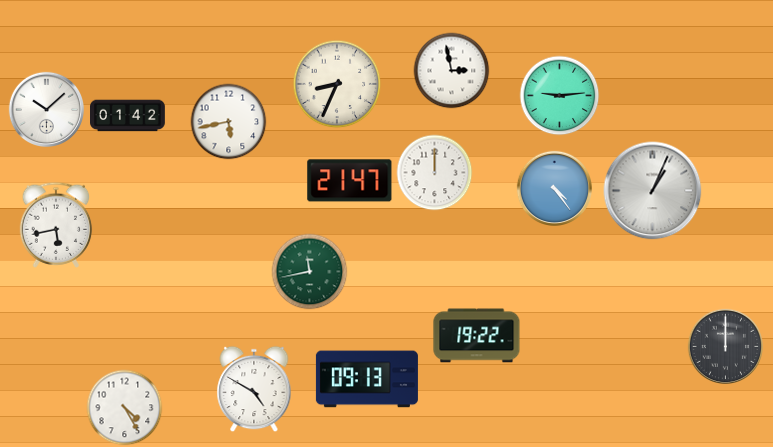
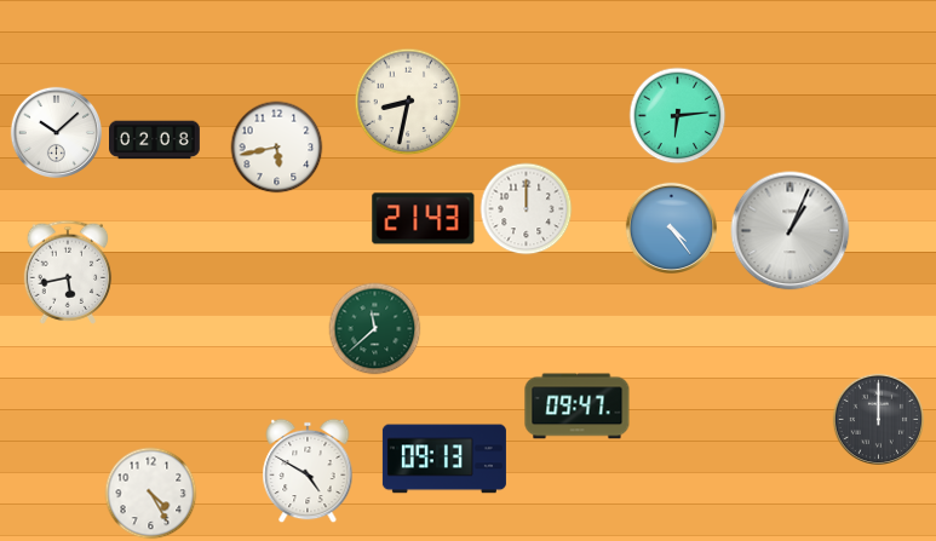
clock at (452, 71): 2:58 -> none
clock at (337, 84): 8:34 -> 8:32
clock at (560, 96): 9:14 -> 6:14
clock at (128, 116): 01:42 -> 02:08
clock at (350, 181): 21:47 -> 21:43
clock at (310, 272): 11:43 -> 11:38
clock at (477, 336): 19:22 -> 09:47
